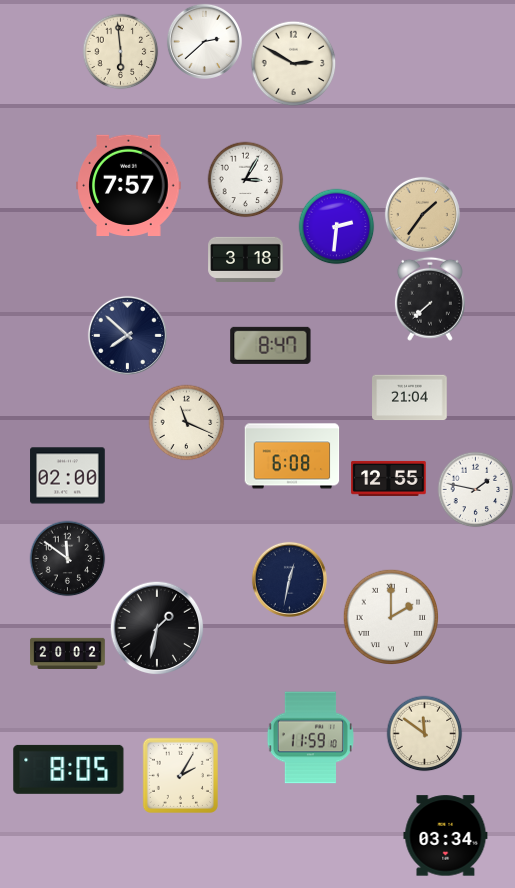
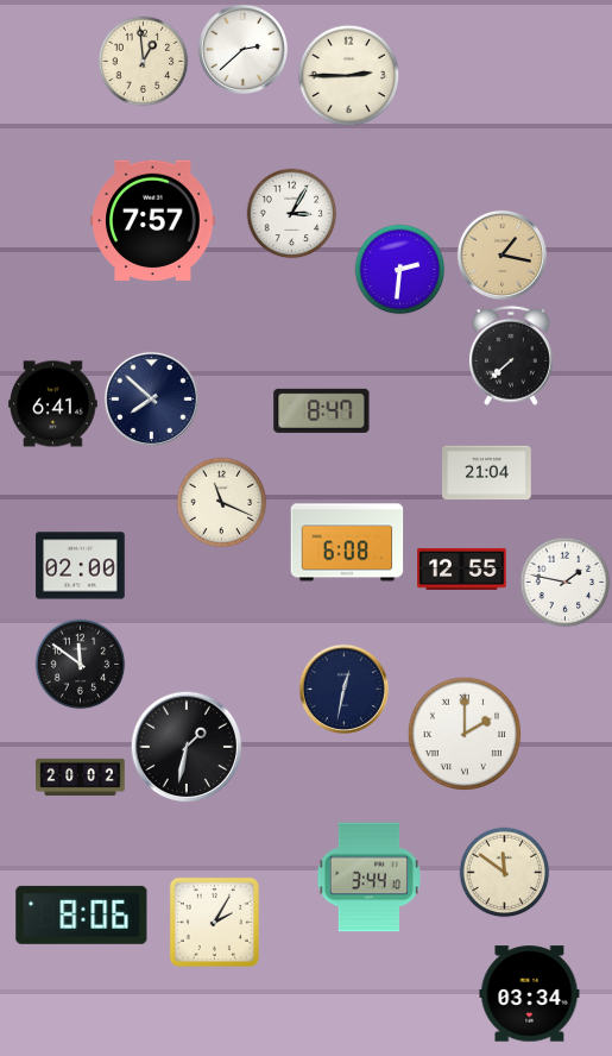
clock at (121, 52): 5:59 -> 12:59
clock at (294, 64): 2:50 -> 2:45
clock at (422, 214): 1:36 -> 1:17
clock at (246, 259): 3:18 -> none
clock at (53, 404): none -> 6:41
clock at (310, 738): 11:59 -> 3:44
clock at (69, 769): 8:05 -> 8:06
